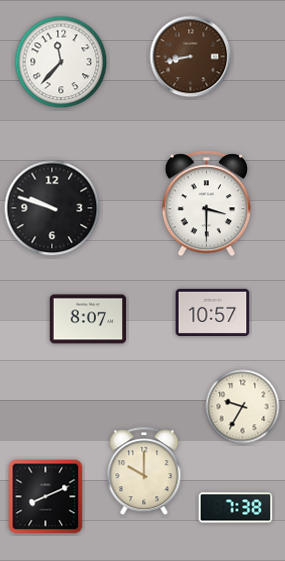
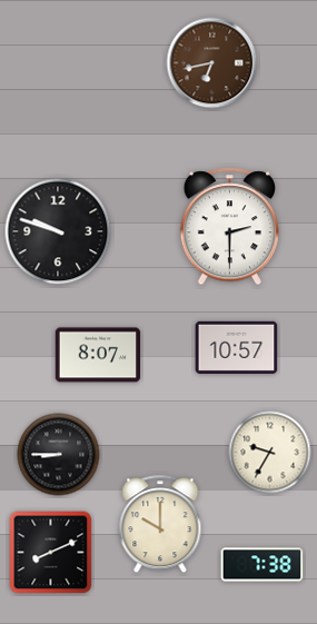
clock at (191, 57): 8:43 -> 6:43
clock at (61, 62): 11:37 -> none
clock at (206, 204): 3:30 -> 2:30
clock at (59, 455): none -> 8:45
